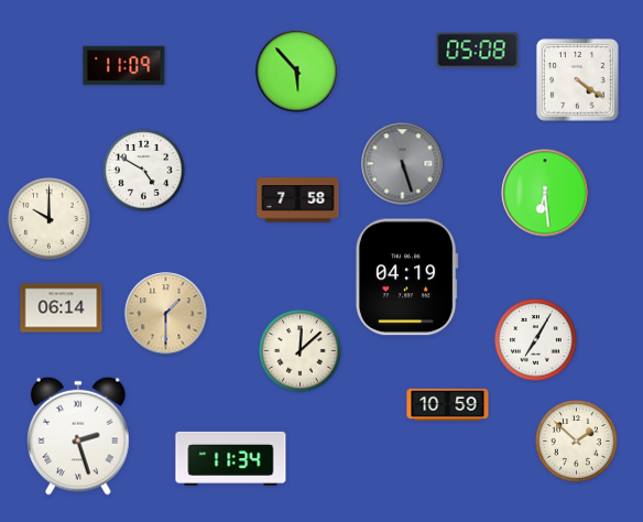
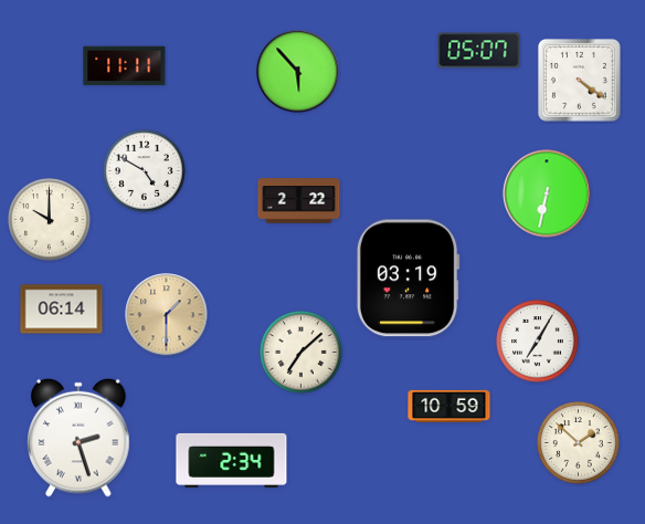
clock at (478, 51): 05:08 -> 05:07
clock at (124, 66): 11:09 -> 11:11
clock at (403, 164): 5:27 -> none
clock at (545, 193): 6:29 -> 6:32
clock at (298, 200): 7:58 -> 2:22
clock at (406, 278): 04:19 -> 03:19
clock at (301, 351): 12:08 -> 7:08
clock at (231, 458): 11:34 -> 2:34
